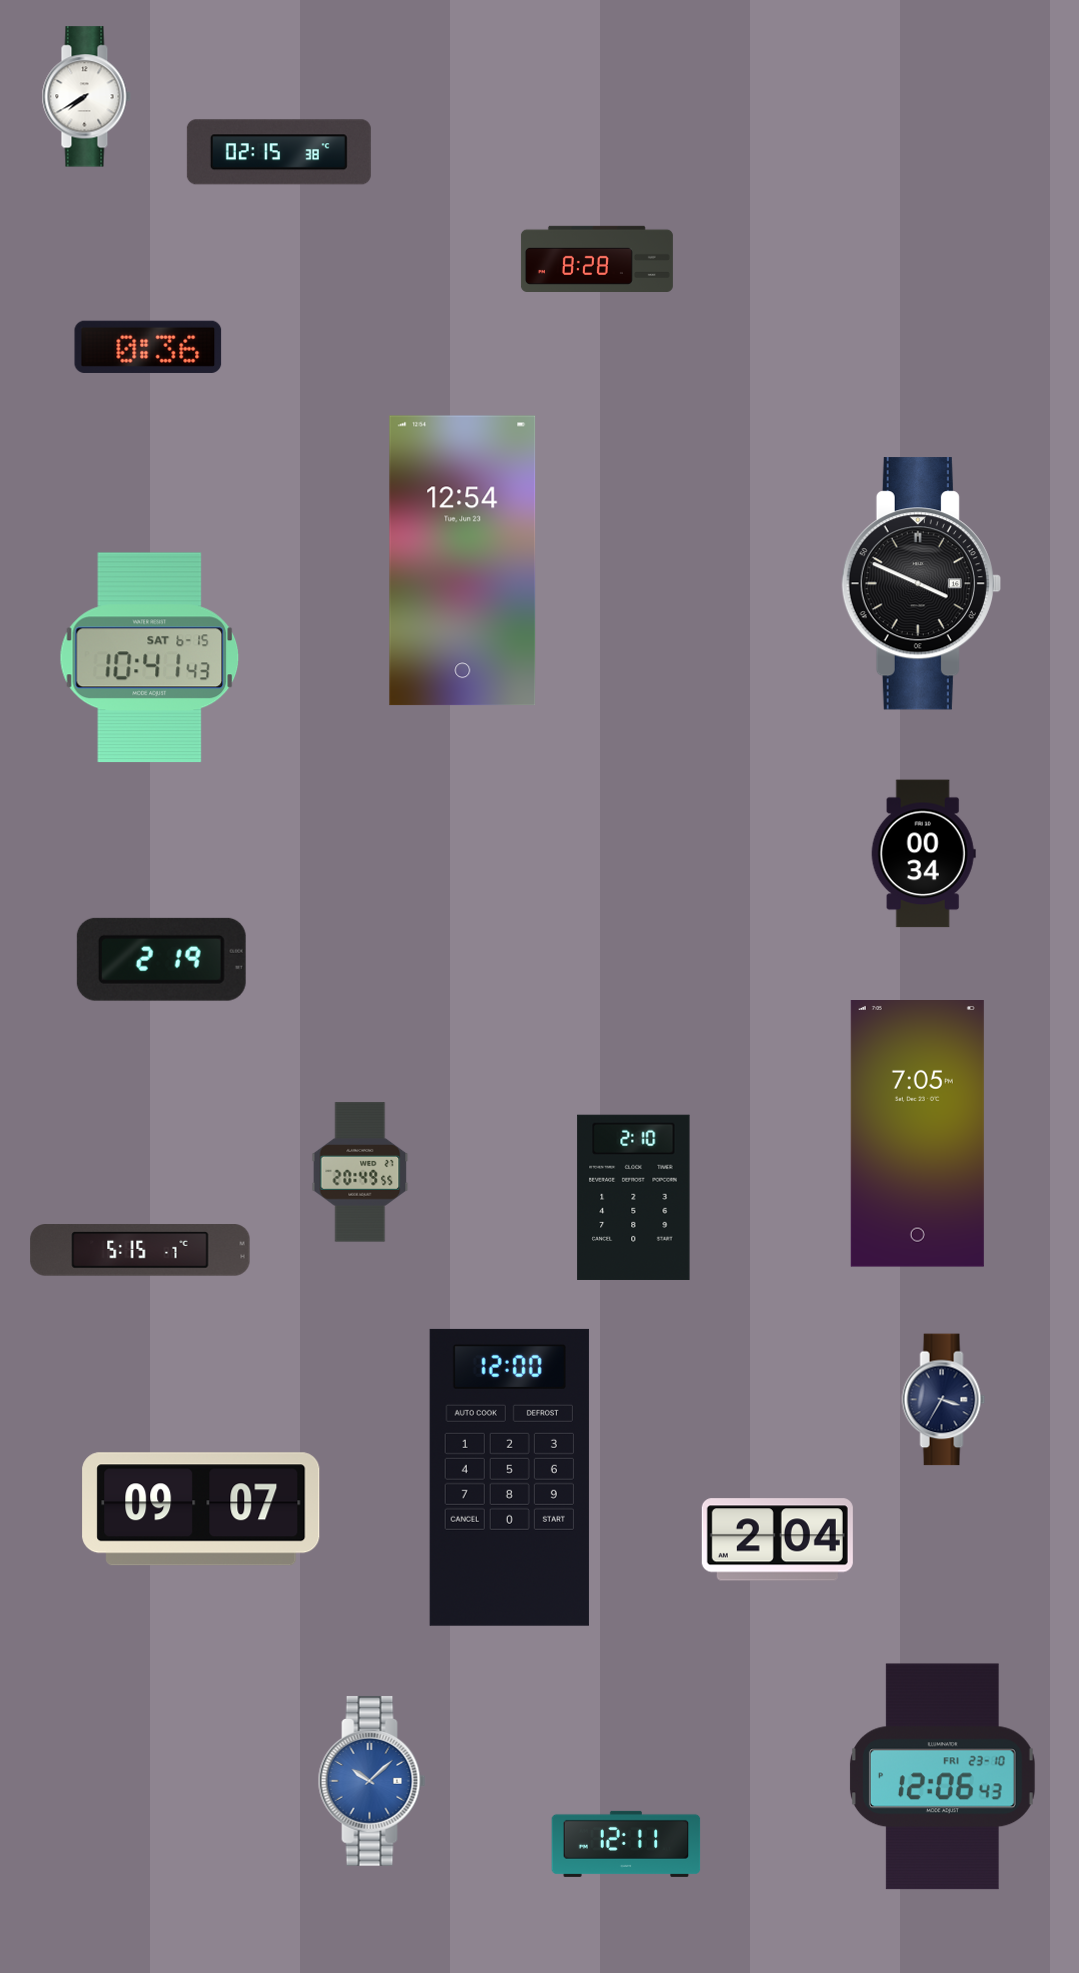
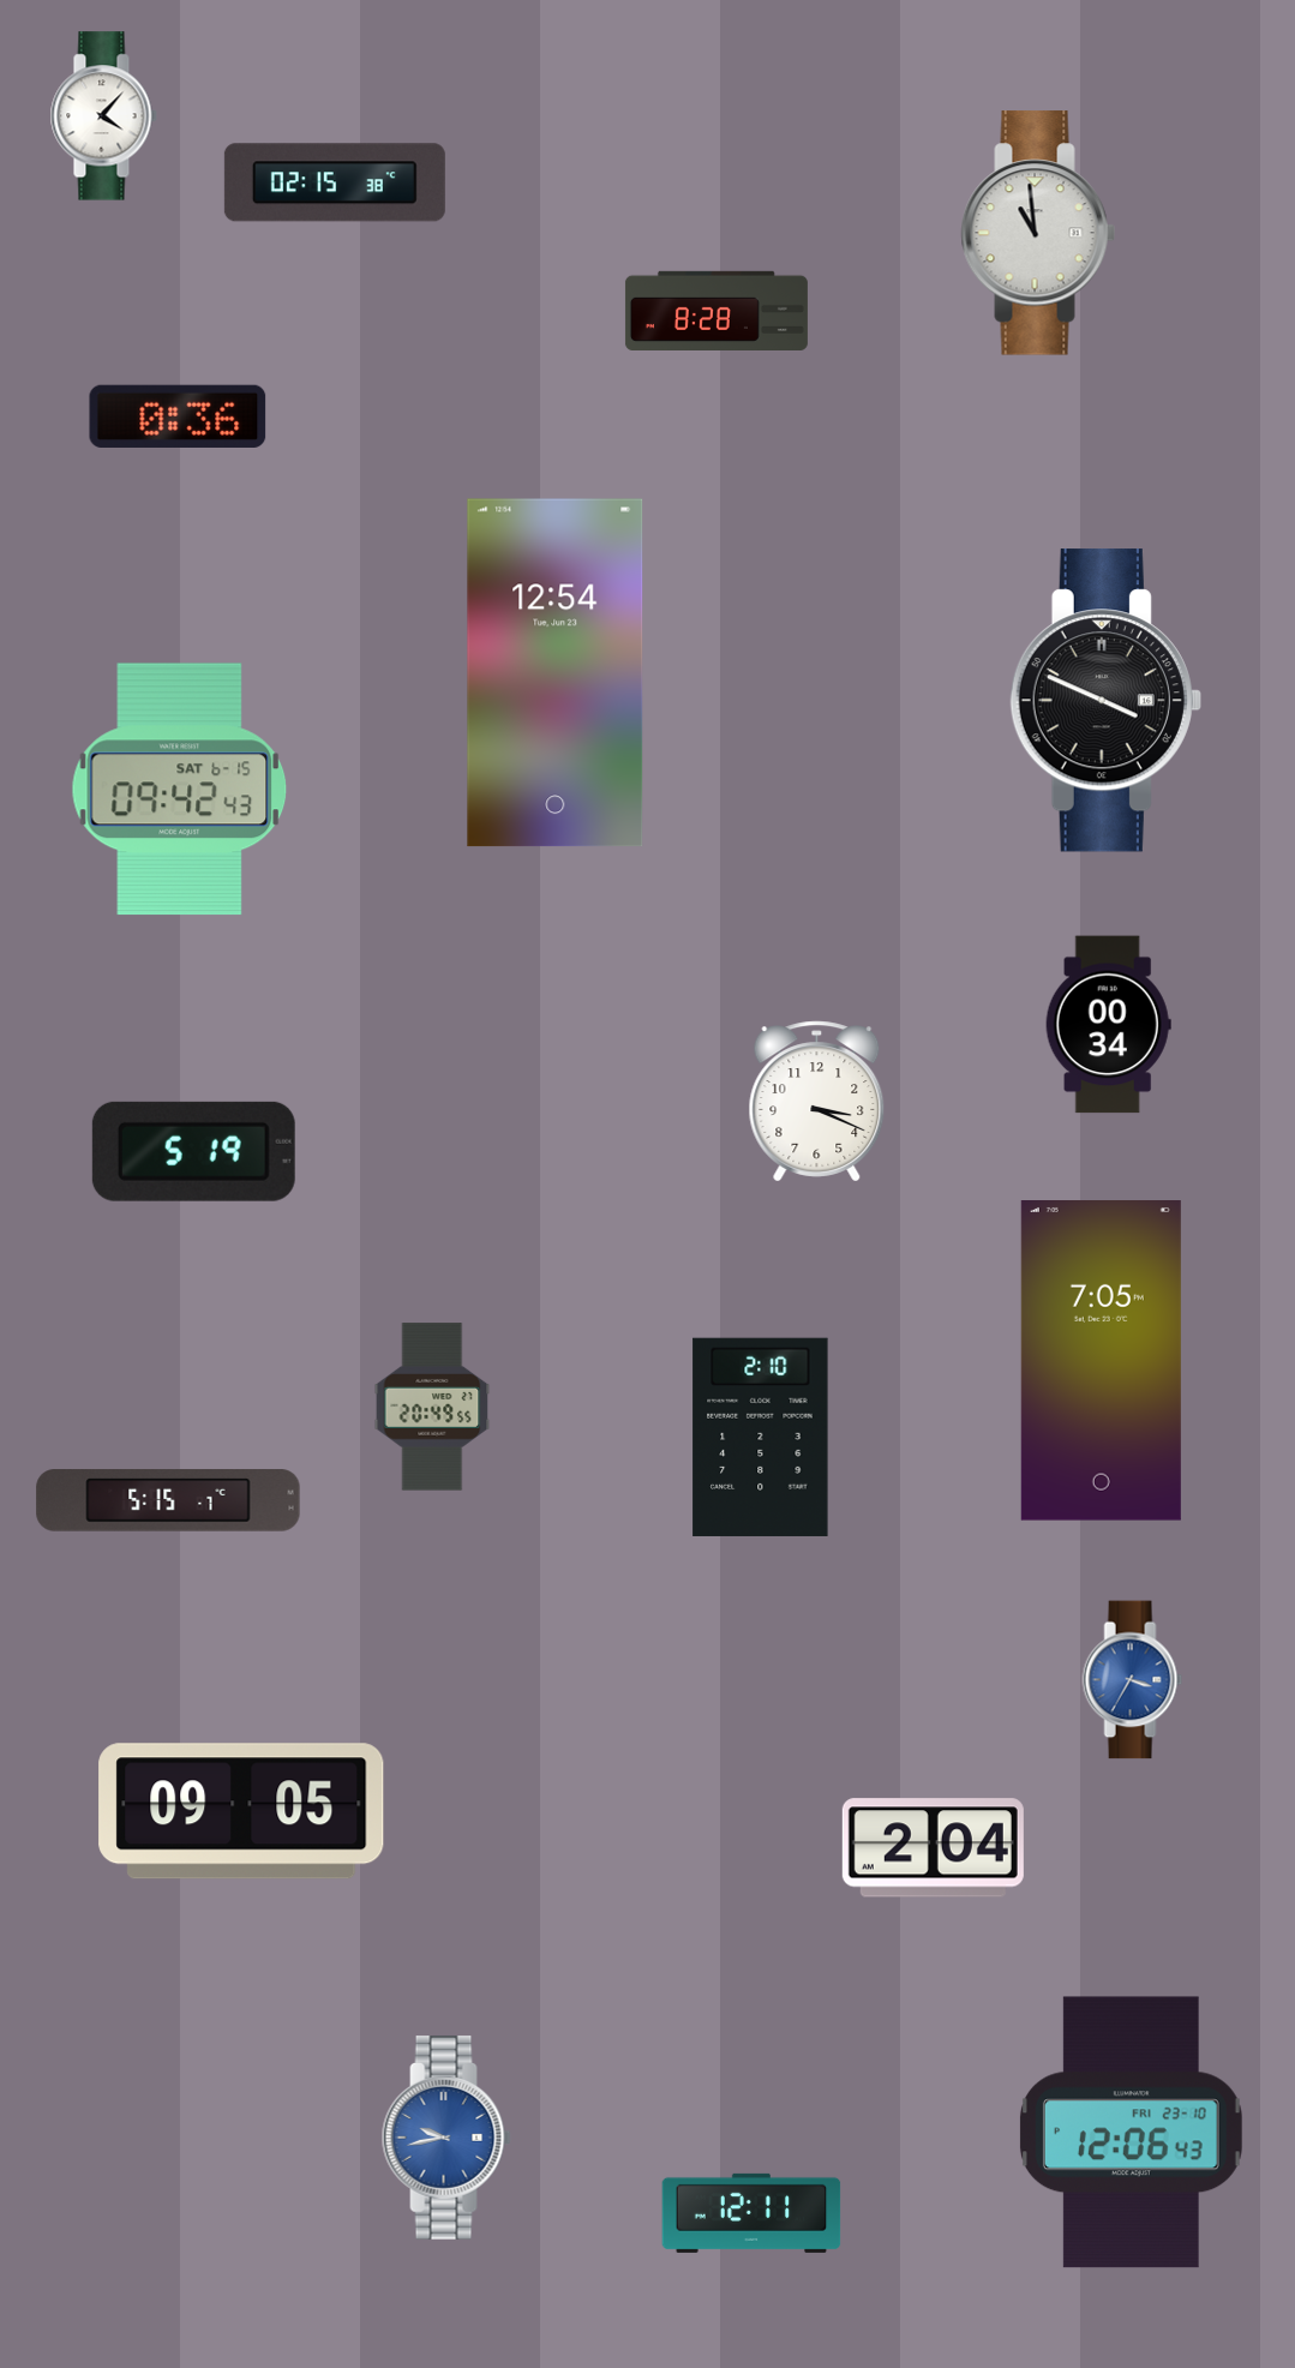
clock at (86, 97): 7:40 -> 4:07
clock at (1038, 233): none -> 10:59
clock at (150, 658): 10:41 -> 09:42
clock at (817, 1102): none -> 3:19
clock at (161, 959): 2:19 -> 5:19
clock at (944, 1400) dial: navy -> blue
clock at (509, 1477): 12:00 -> none
clock at (201, 1509): 09:07 -> 09:05
clock at (372, 1781): 10:08 -> 9:43
